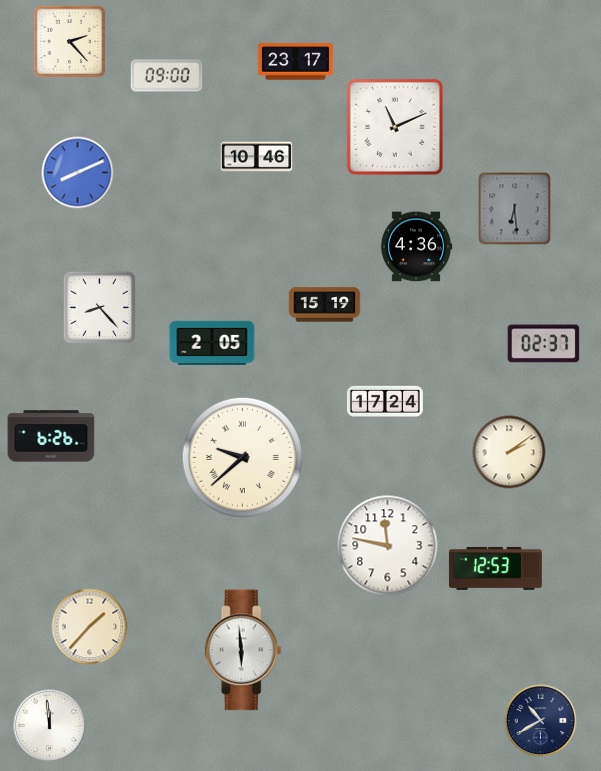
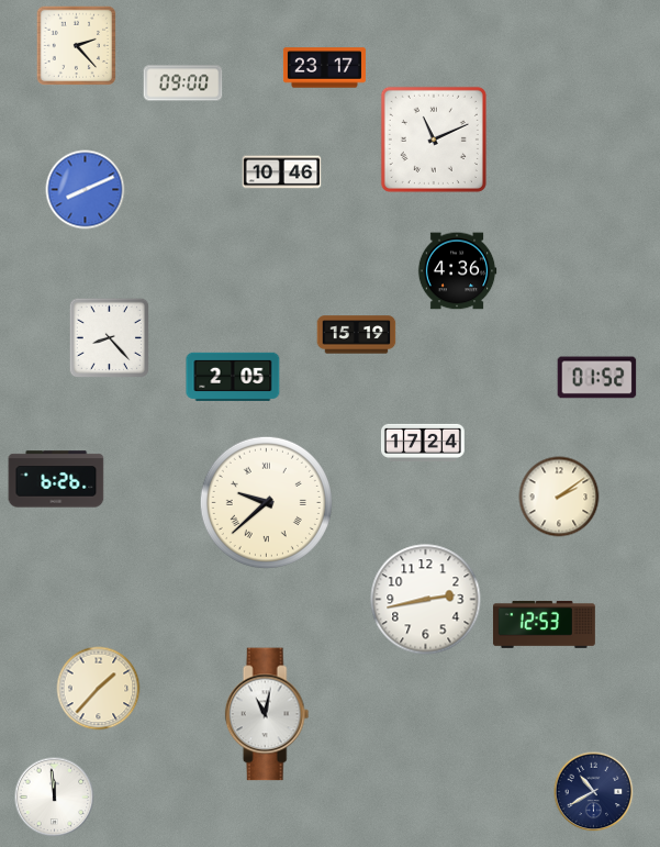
clock at (515, 209): 6:29 -> none
clock at (544, 344): 02:37 -> 01:52
clock at (388, 546): 11:47 -> 2:43
clock at (243, 650): 5:59 -> 11:02
